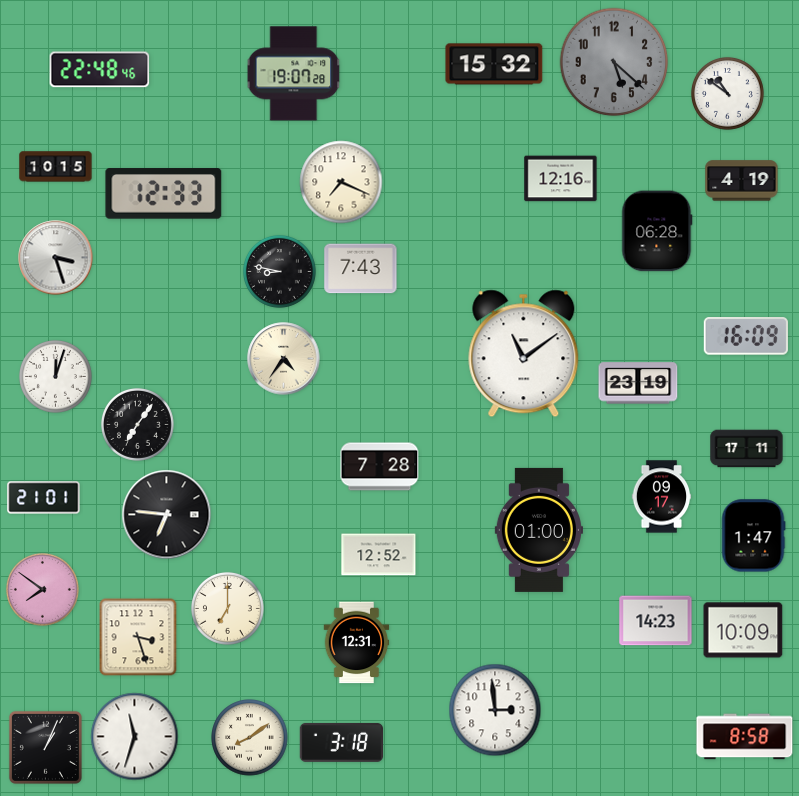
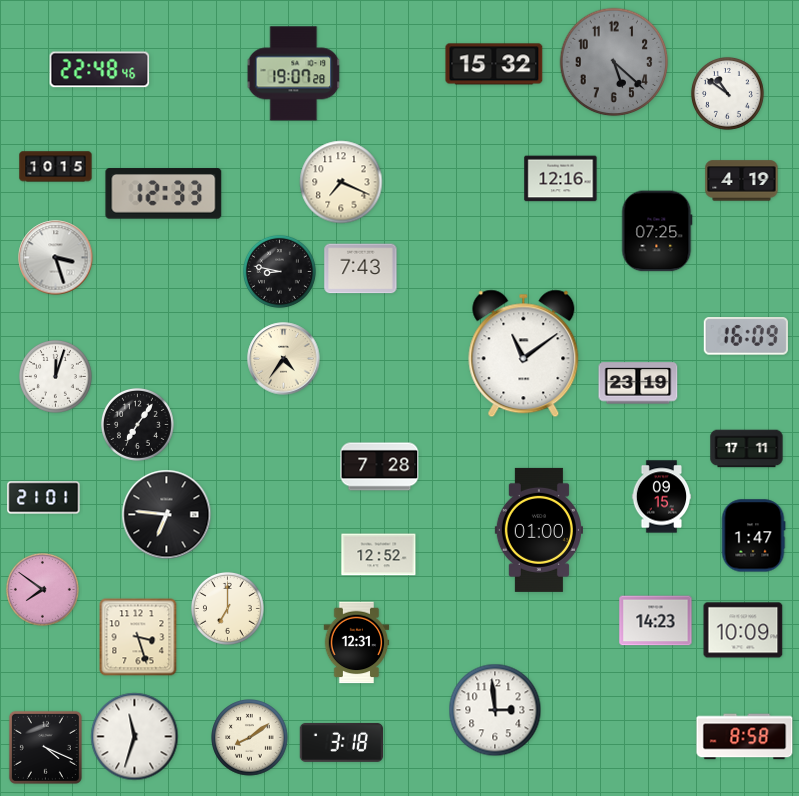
clock at (657, 231): 06:28 -> 07:25
clock at (662, 497): 09:17 -> 09:15
clock at (45, 747): 1:04 -> 4:19
